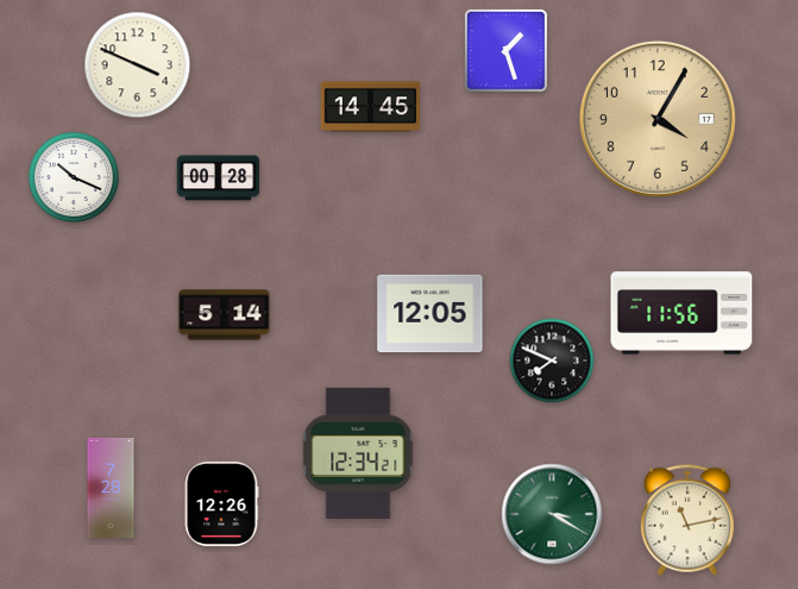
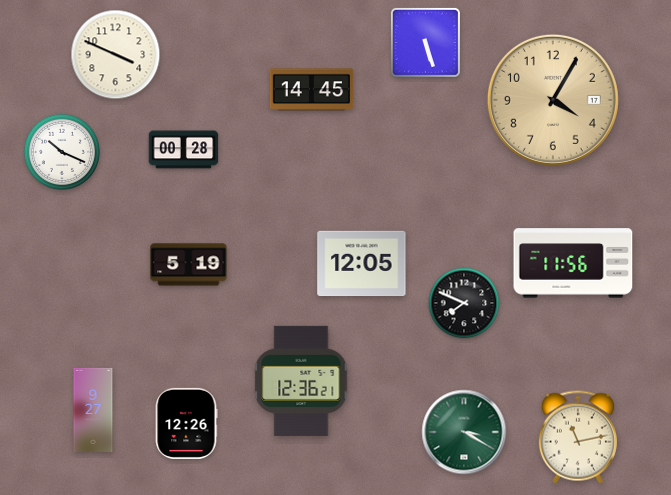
clock at (505, 50): 1:27 -> 5:27
clock at (74, 177) position: (74, 177) -> (62, 152)
clock at (225, 315): 5:14 -> 5:19
clock at (358, 453): 12:34 -> 12:36
clock at (111, 488): 7:28 -> 9:27
